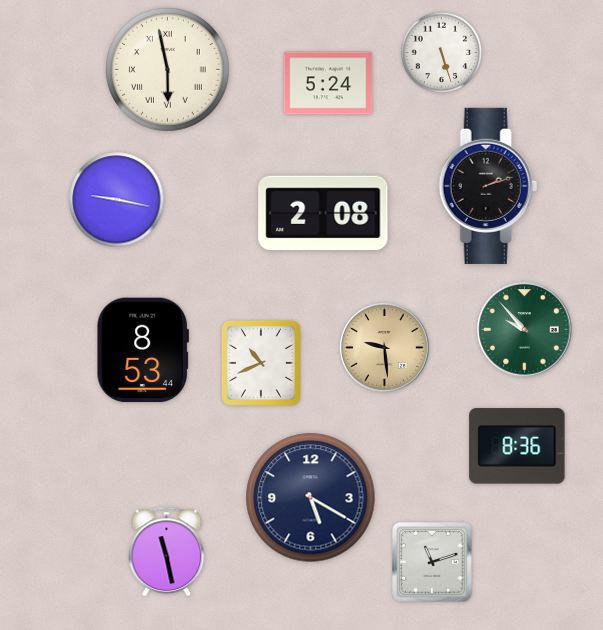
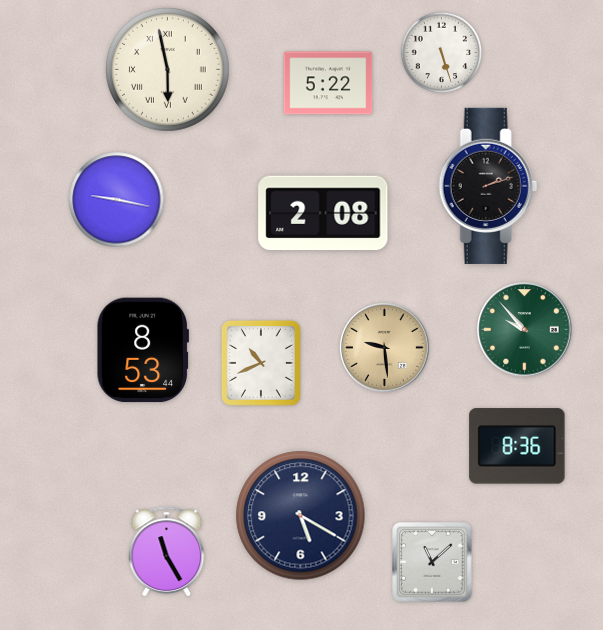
clock at (328, 83): 5:24 -> 5:22
clock at (311, 498) position: (311, 498) -> (301, 516)
clock at (167, 552): 11:28 -> 11:25
clock at (432, 562): 11:12 -> 11:08
